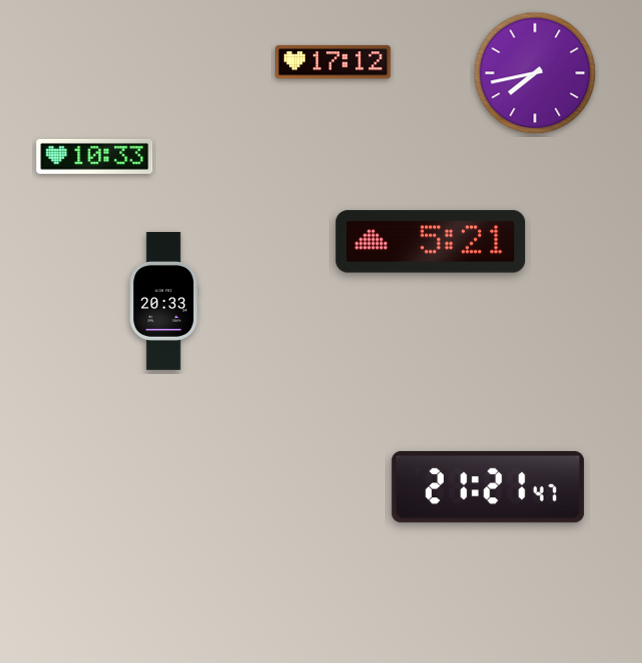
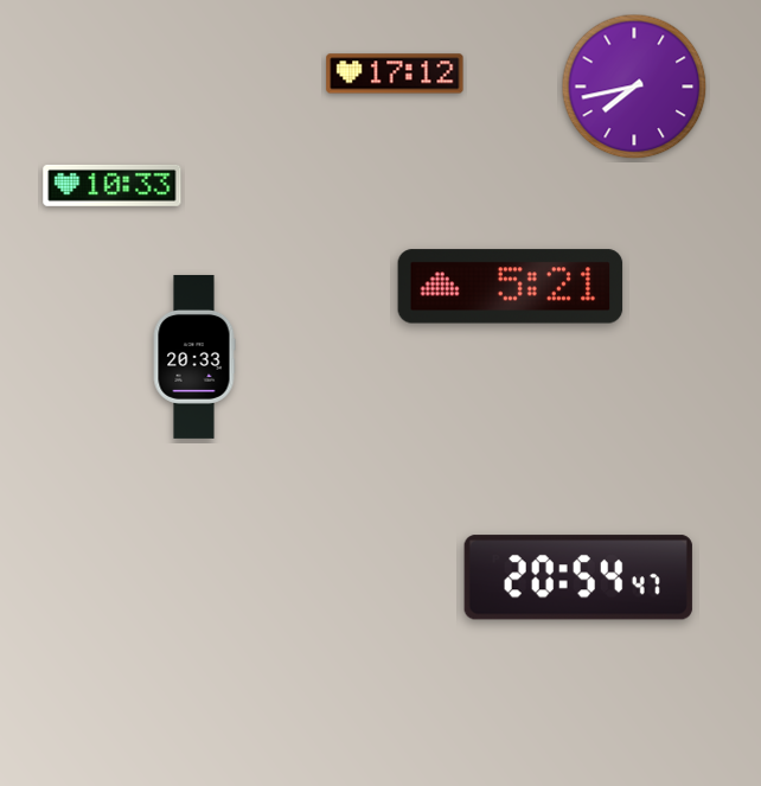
clock at (488, 487): 21:21 -> 20:54
